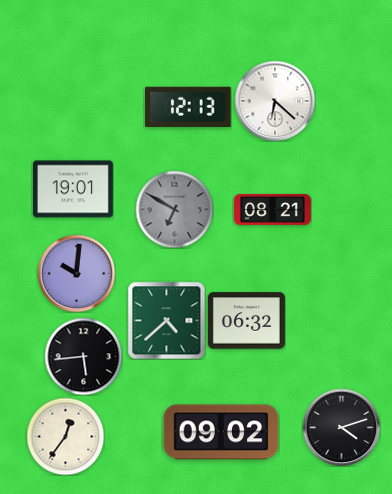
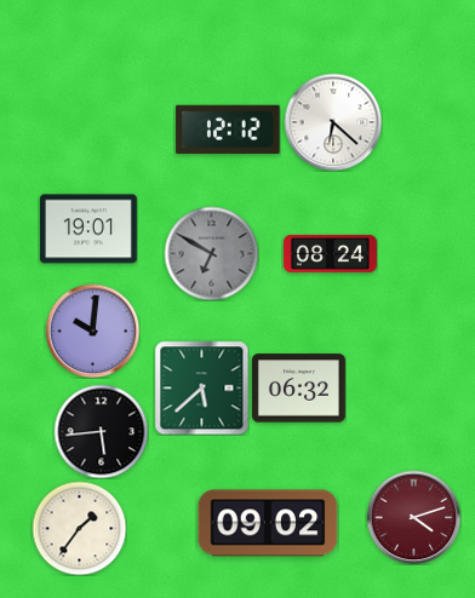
clock at (188, 107): 12:13 -> 12:12
clock at (272, 210): 08:21 -> 08:24
clock at (166, 320): 4:38 -> 5:38
clock at (341, 427) dial: black -> burgundy
clock at (65, 436): 12:36 -> 1:36
